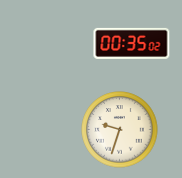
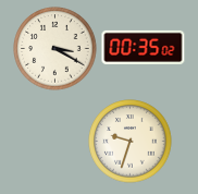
clock at (55, 49): none -> 3:20
